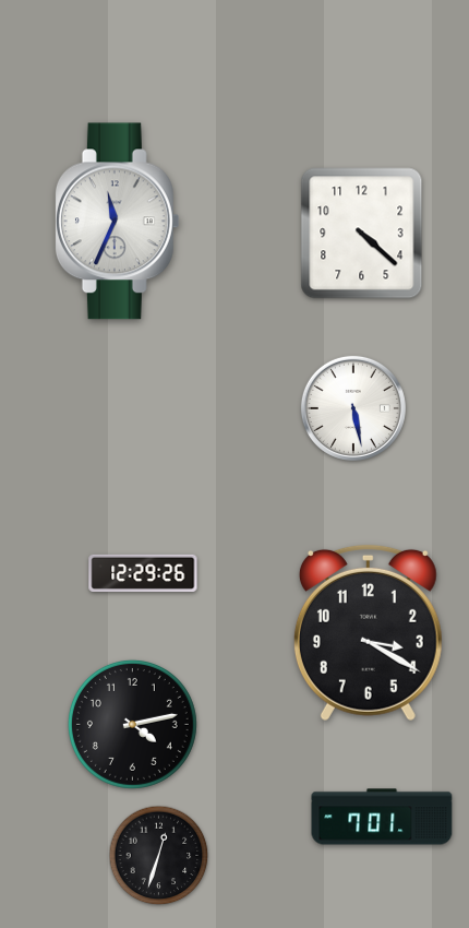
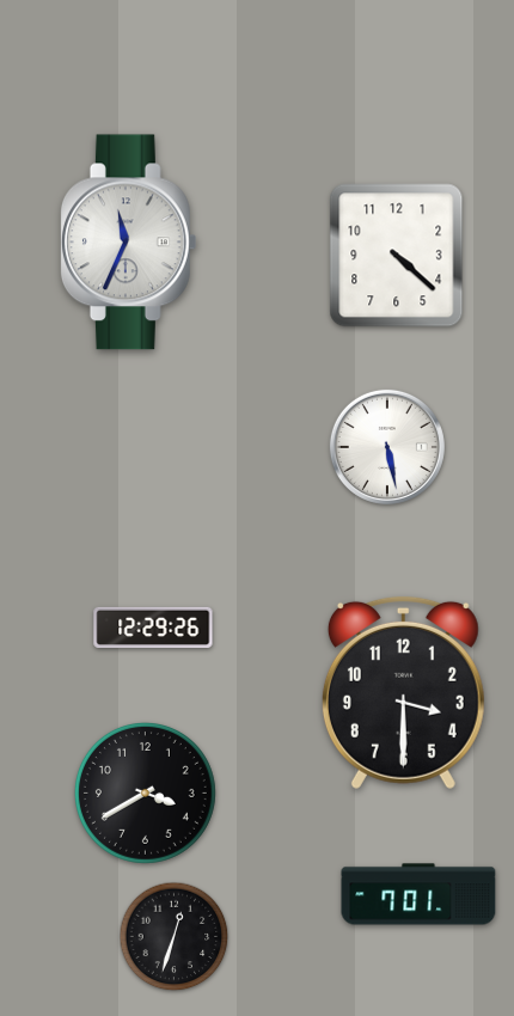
clock at (143, 572) position: (143, 572) -> (153, 626)
clock at (368, 632): 3:20 -> 3:30
clock at (132, 724): 4:13 -> 3:40
